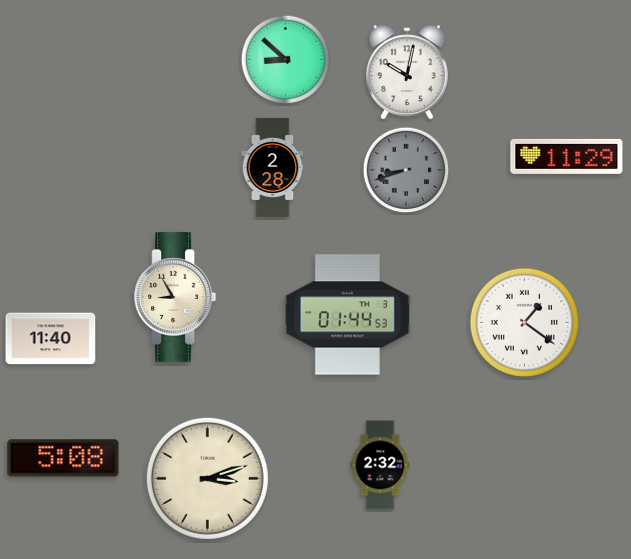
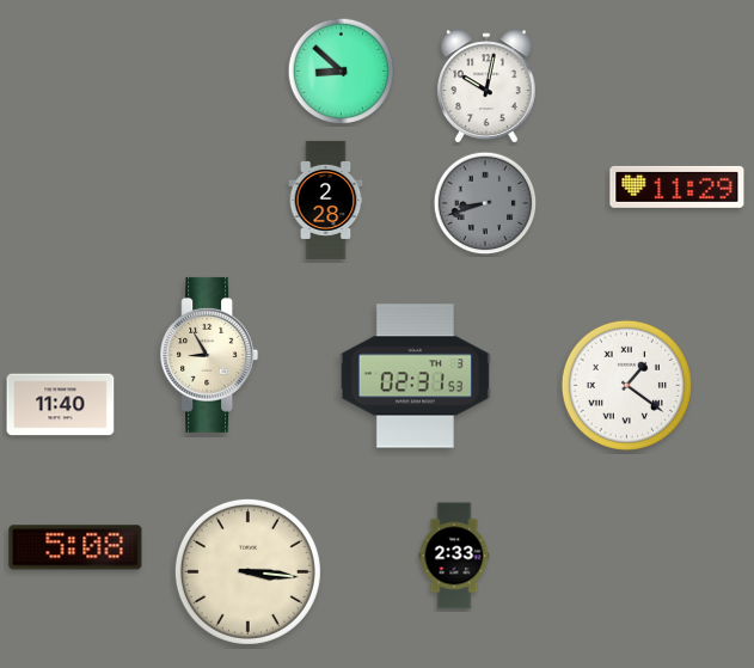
clock at (347, 315): 01:44 -> 02:31
clock at (380, 465): 2:32 -> 2:33
clock at (207, 478): 3:12 -> 3:16
